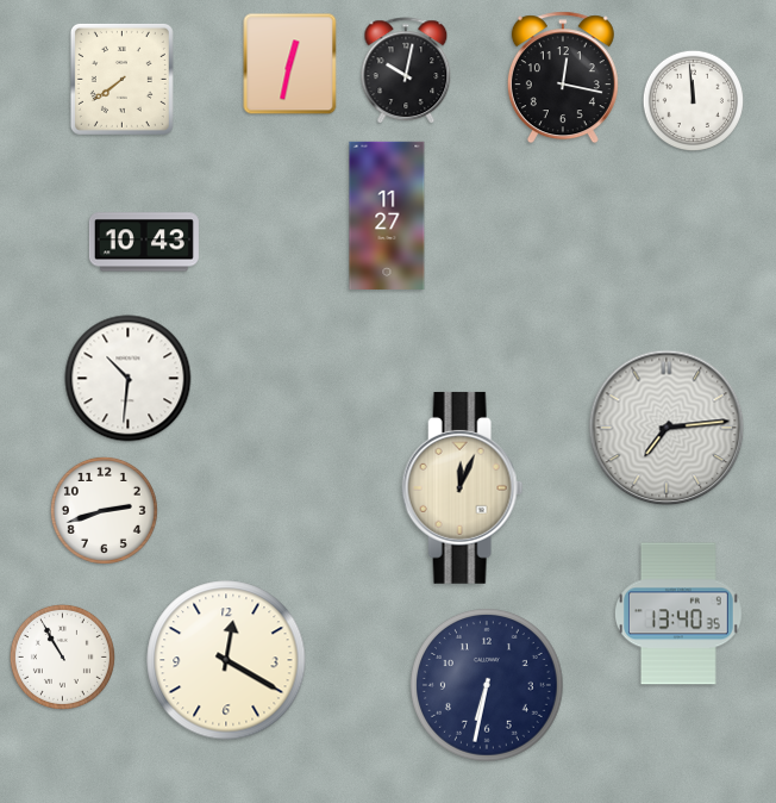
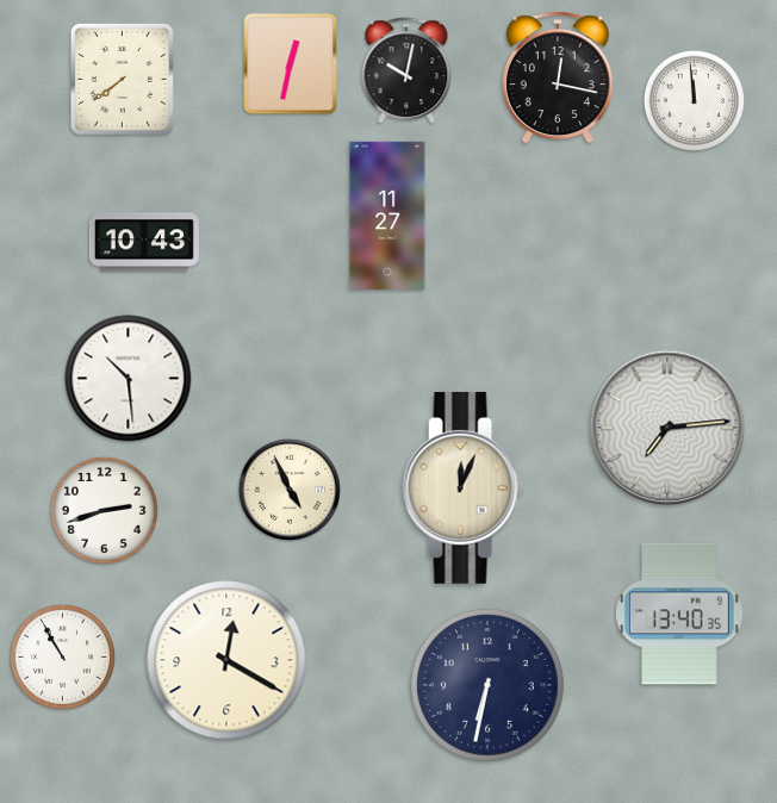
clock at (563, 77) position: (563, 77) -> (558, 77)
clock at (129, 379): 10:31 -> 10:29
clock at (290, 490): none -> 4:56
